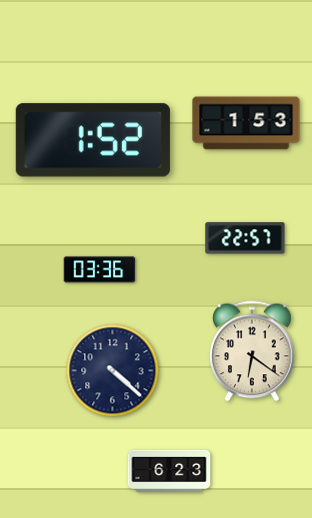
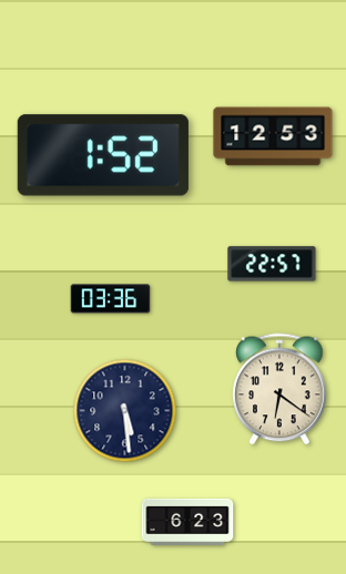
clock at (246, 123): 1:53 -> 12:53
clock at (113, 371): 4:22 -> 5:29
